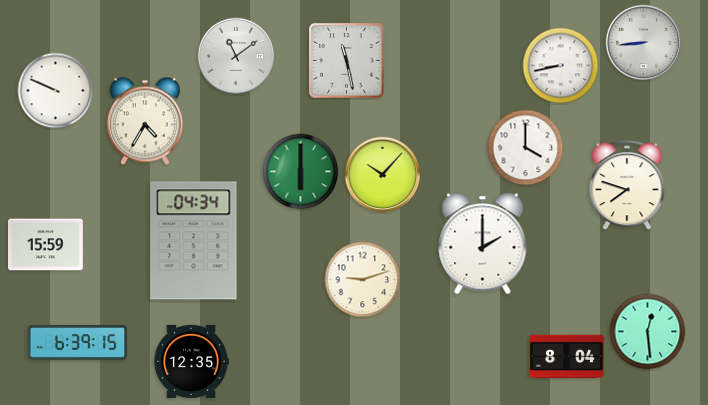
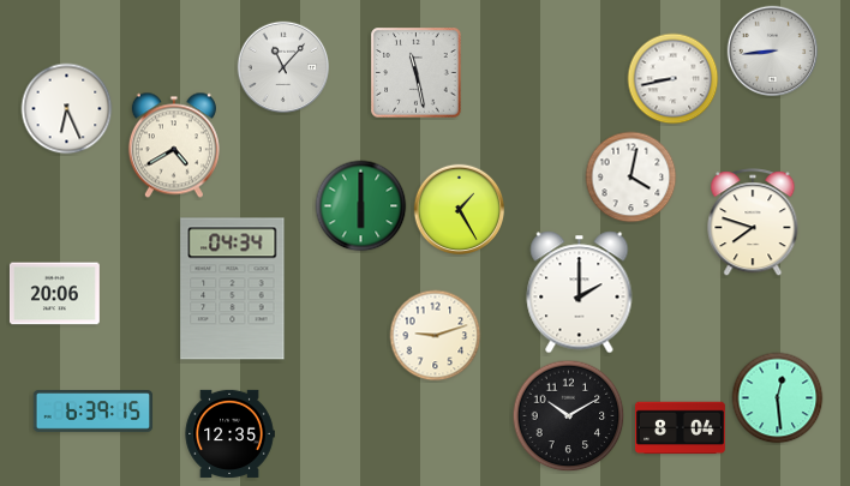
clock at (236, 56): 11:09 -> 11:07
clock at (56, 91): 9:49 -> 6:26
clock at (145, 121): 4:35 -> 4:40
clock at (526, 148): 4:00 -> 4:02
clock at (383, 175): 10:07 -> 1:25
clock at (45, 245): 15:59 -> 20:06
clock at (569, 416): none -> 10:10
